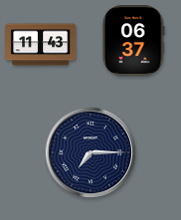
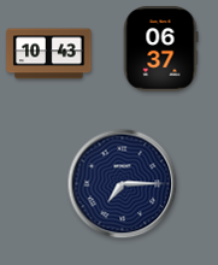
clock at (41, 45): 11:43 -> 10:43
clock at (91, 153) position: (91, 153) -> (123, 184)
